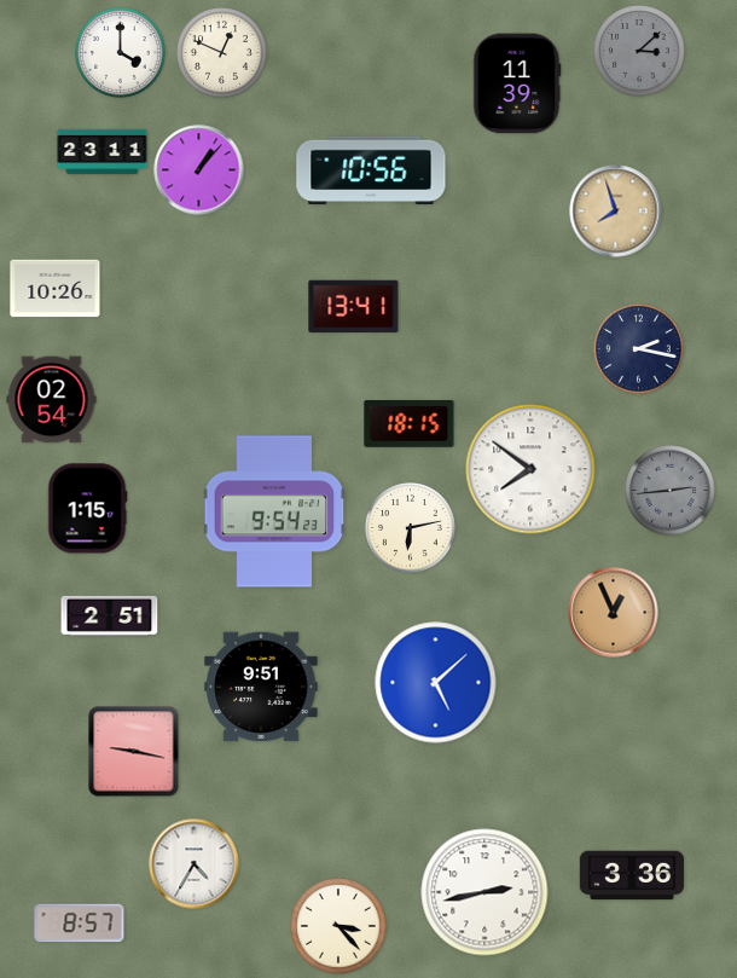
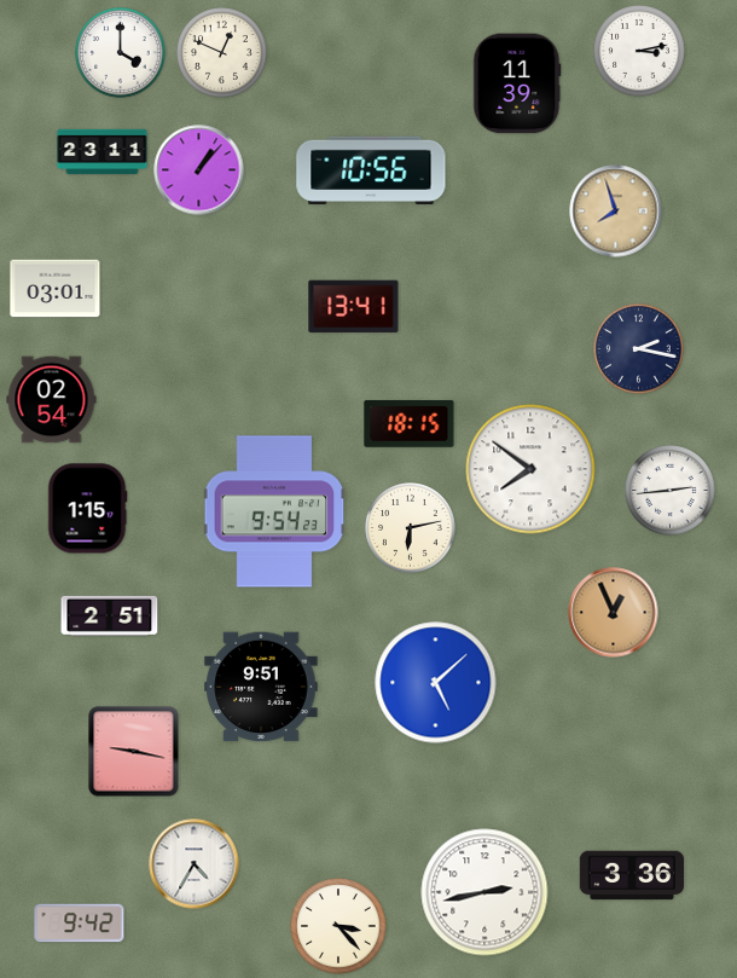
clock at (639, 51): 3:08 -> 3:13
clock at (639, 51) dial: grey -> white
clock at (56, 289): 10:26 -> 03:01
clock at (671, 491) dial: grey -> white
clock at (80, 924): 8:57 -> 9:42
